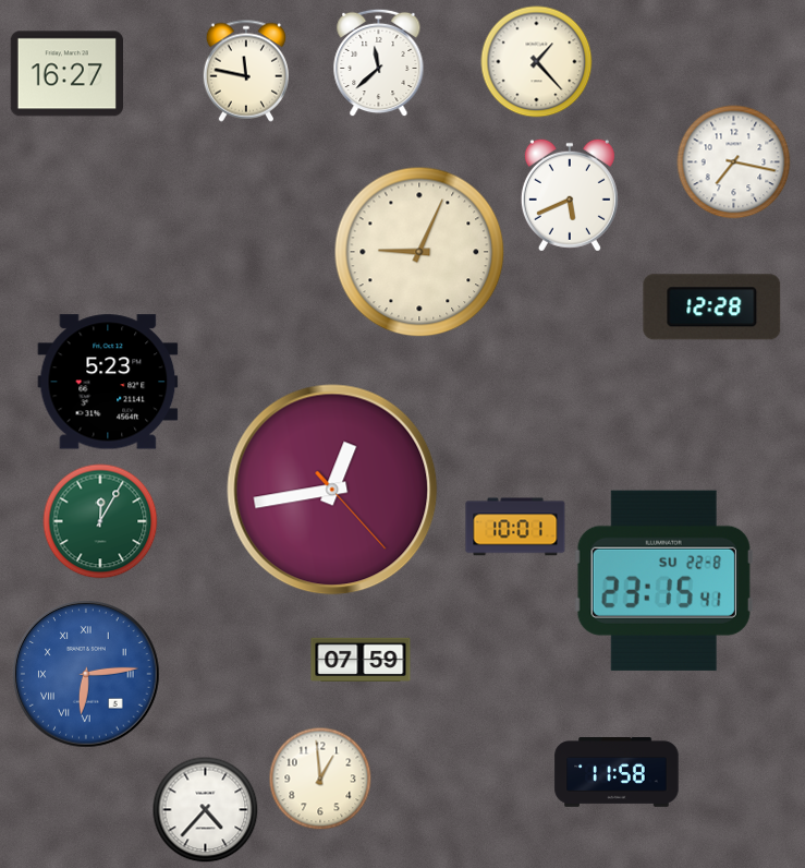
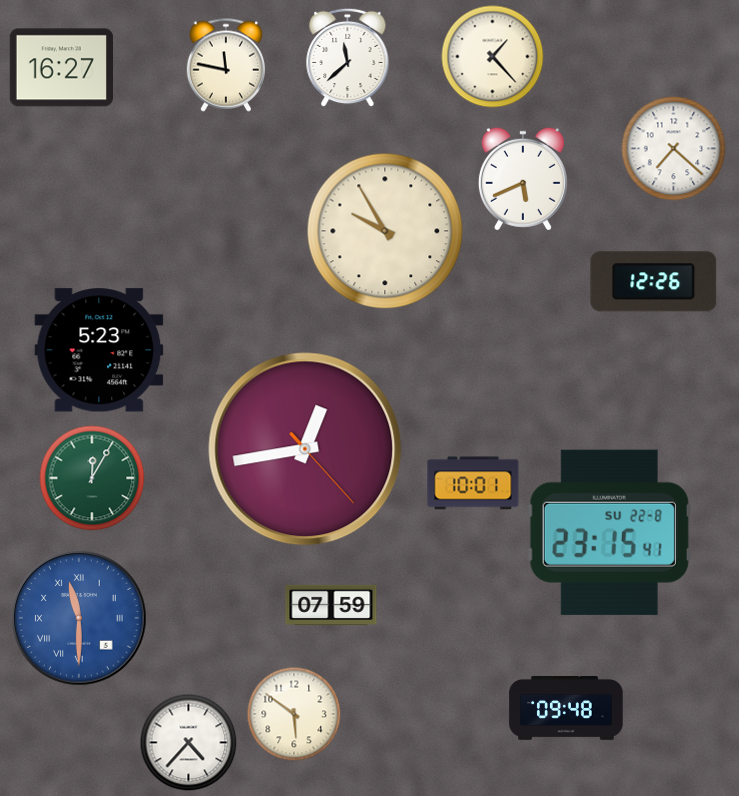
clock at (734, 162): 7:17 -> 7:22
clock at (419, 252): 9:04 -> 9:55
clock at (712, 308): 12:28 -> 12:26
clock at (86, 674): 6:14 -> 11:30
clock at (617, 773): 11:58 -> 09:48
clock at (320, 779): 12:59 -> 5:51
